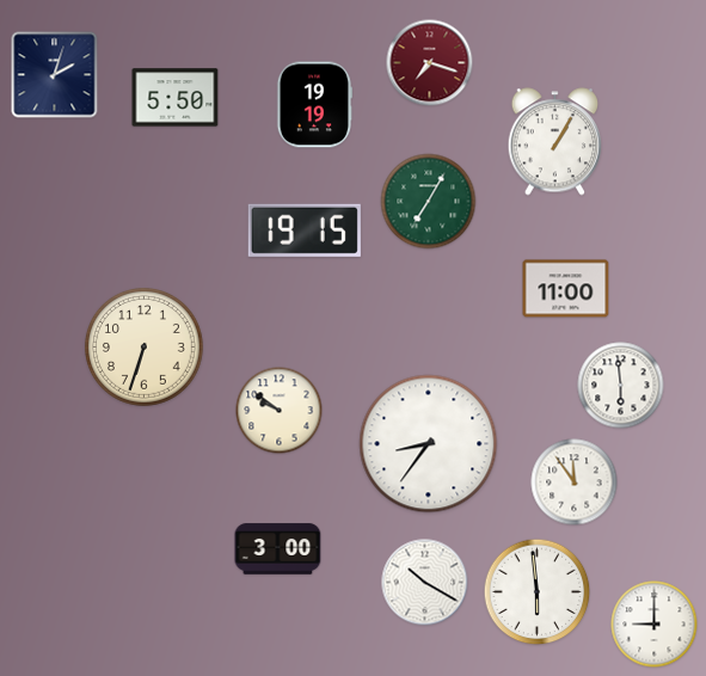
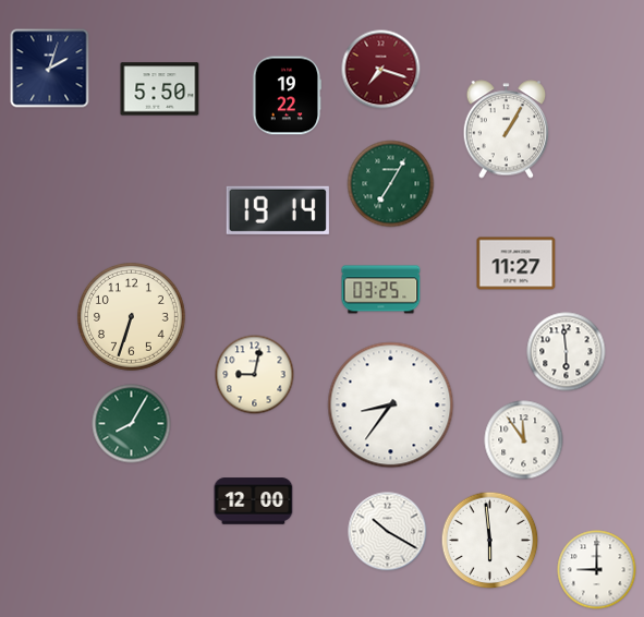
clock at (430, 63) position: (430, 63) -> (381, 70)
clock at (314, 105): 19:19 -> 19:22
clock at (305, 231): 19:15 -> 19:14
clock at (566, 289): 11:00 -> 11:27
clock at (381, 290): none -> 03:25
clock at (280, 411): 9:51 -> 9:02
clock at (132, 424): none -> 8:05
clock at (278, 549): 3:00 -> 12:00
